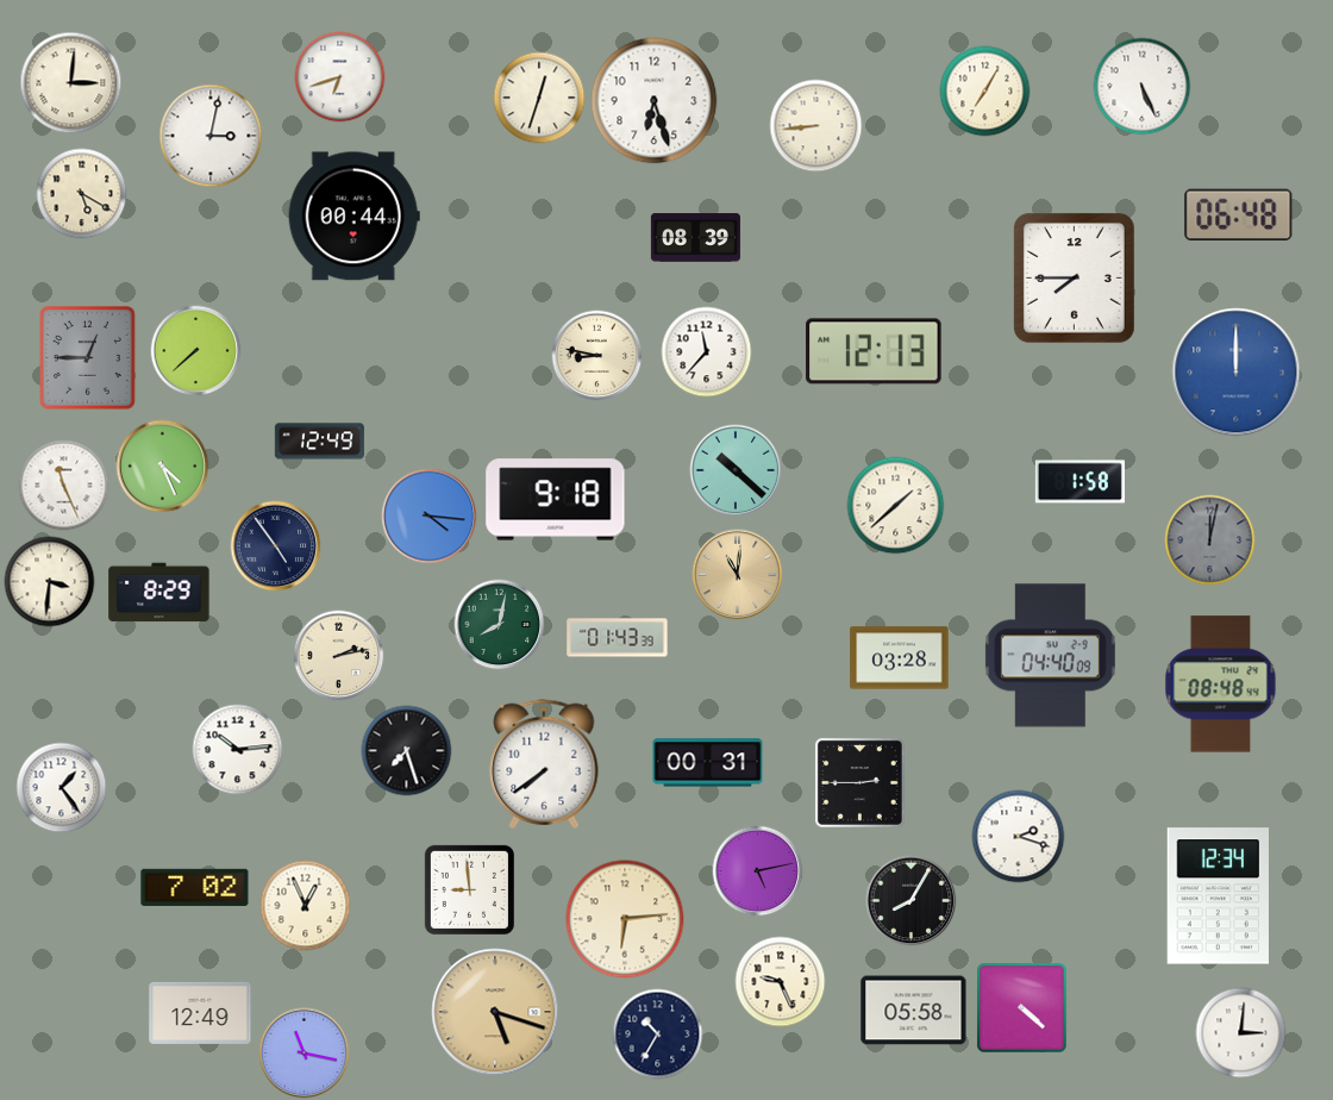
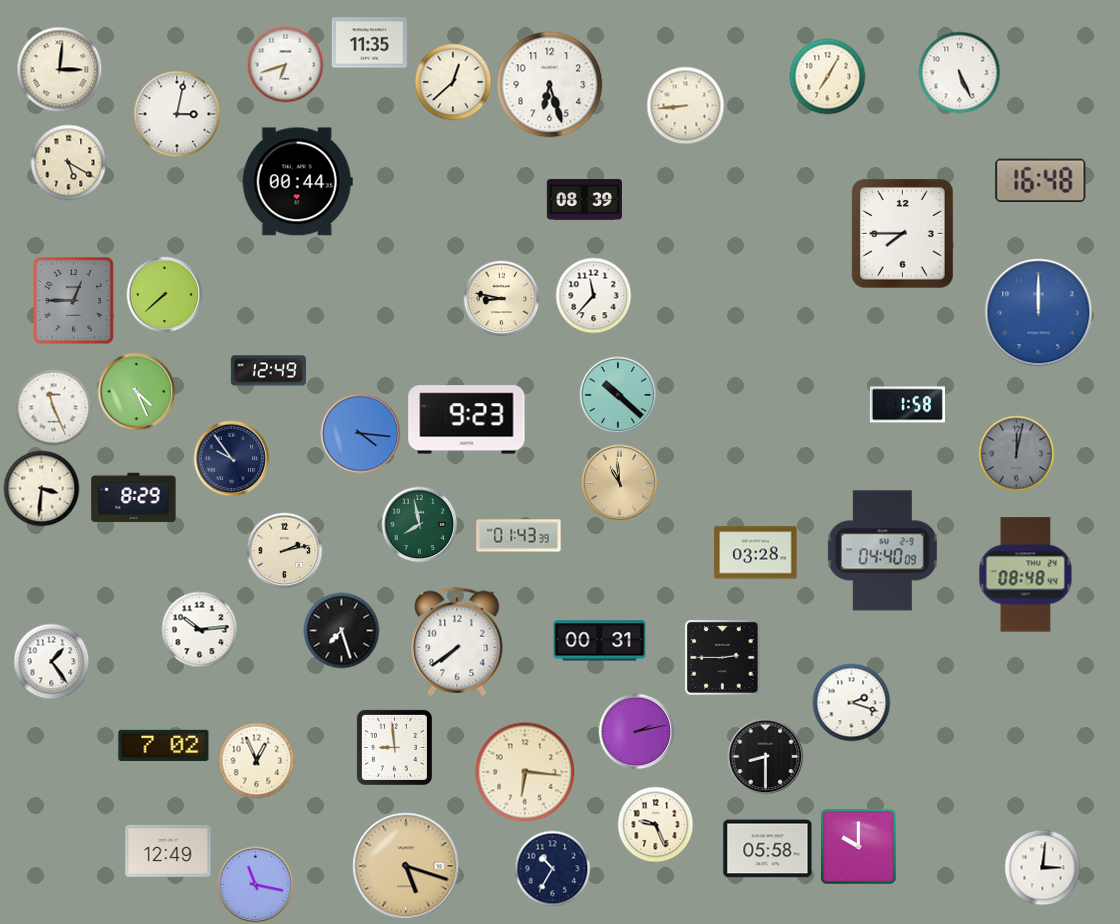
clock at (369, 43): none -> 11:35
clock at (539, 98): 12:33 -> 12:38
clock at (1239, 214): 06:48 -> 16:48
clock at (874, 351): 12:13 -> none
clock at (556, 500): 9:18 -> 9:23
clock at (896, 506): 1:38 -> none
clock at (276, 546): 4:54 -> 9:54
clock at (738, 575): 11:01 -> 10:59
clock at (500, 625): 8:02 -> 7:58
clock at (708, 763) position: (708, 763) -> (600, 641)
clock at (1019, 837) position: (1019, 837) -> (852, 703)
clock at (758, 871): 5:13 -> 2:13
clock at (1218, 896): 12:34 -> none
clock at (912, 901): 8:05 -> 8:30
clock at (625, 919): 6:14 -> 6:16
clock at (1022, 1008): 4:22 -> 10:00
clock at (495, 1012) position: (495, 1012) -> (406, 866)
